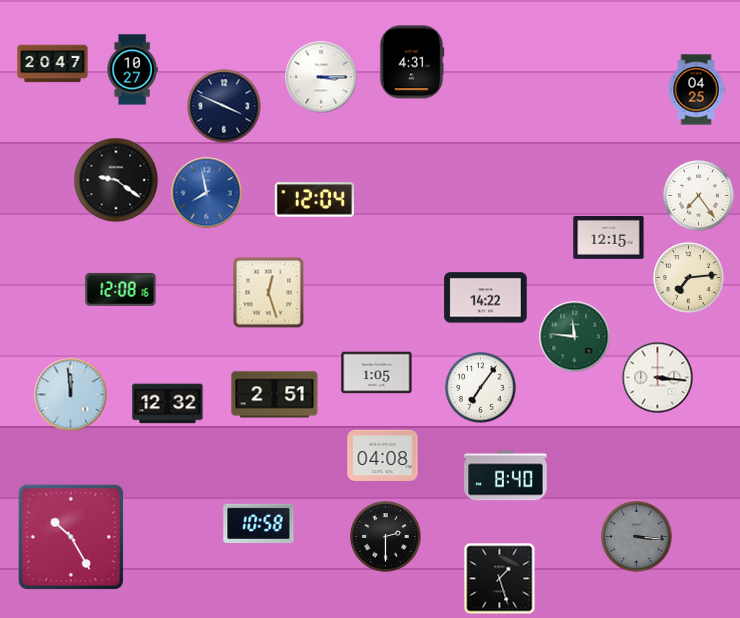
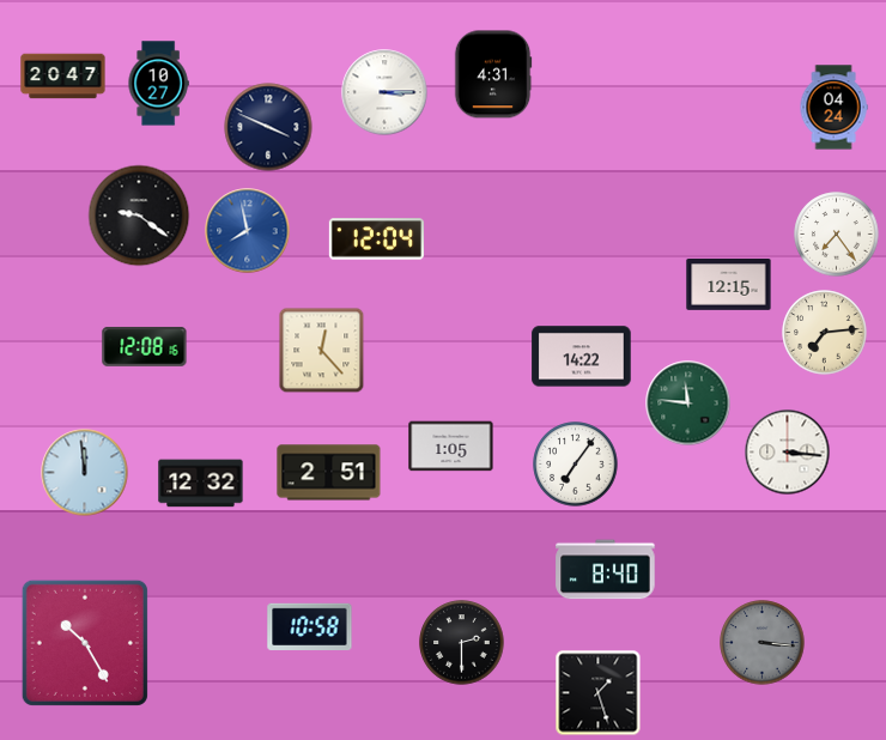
clock at (696, 90): 04:25 -> 04:24
clock at (269, 293): 12:27 -> 12:23
clock at (383, 455): 04:08 -> none
